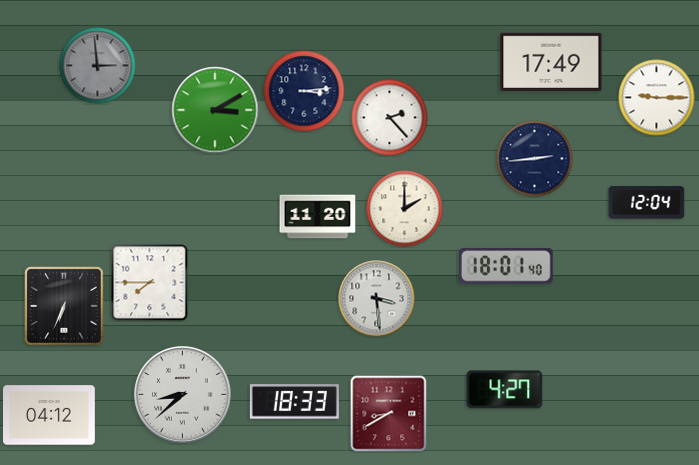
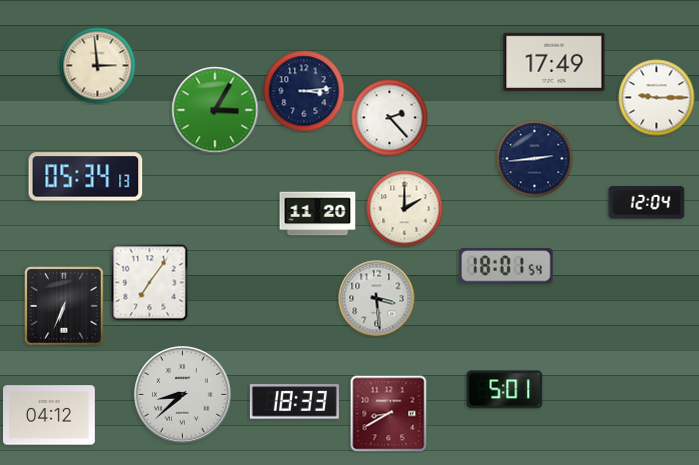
clock at (551, 62) position: (551, 62) -> (554, 62)
clock at (98, 66) dial: grey -> cream
clock at (215, 110): 3:10 -> 3:05
clock at (86, 177): none -> 05:34
clock at (318, 217) position: (318, 217) -> (318, 214)
clock at (507, 266): 18:01:40 -> 18:01:54
clock at (150, 283): 7:45 -> 7:06
clock at (505, 390): 4:27 -> 5:01
